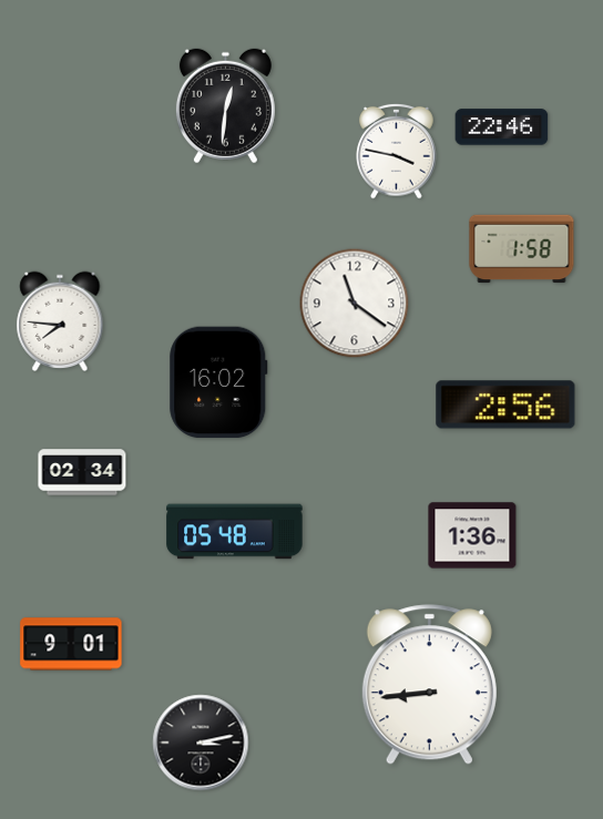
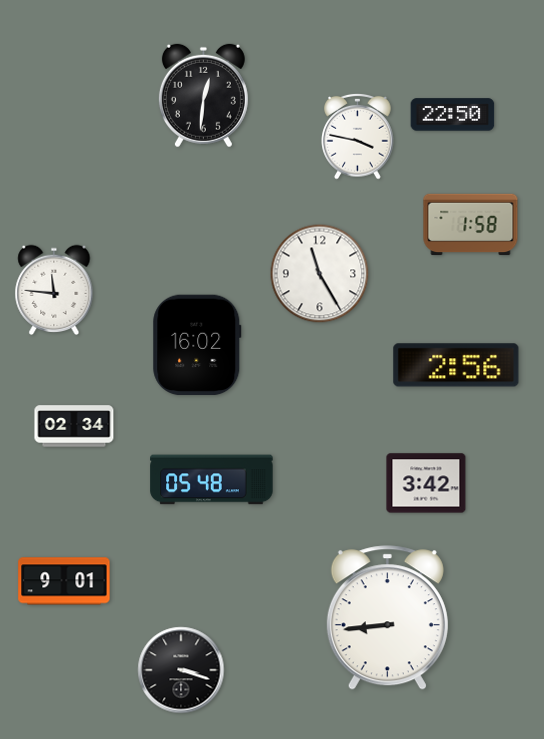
clock at (502, 127): 22:46 -> 22:50
clock at (355, 304): 11:21 -> 11:25
clock at (60, 320): 7:46 -> 11:46
clock at (472, 535): 1:36 -> 3:42
clock at (201, 743): 3:13 -> 3:18
